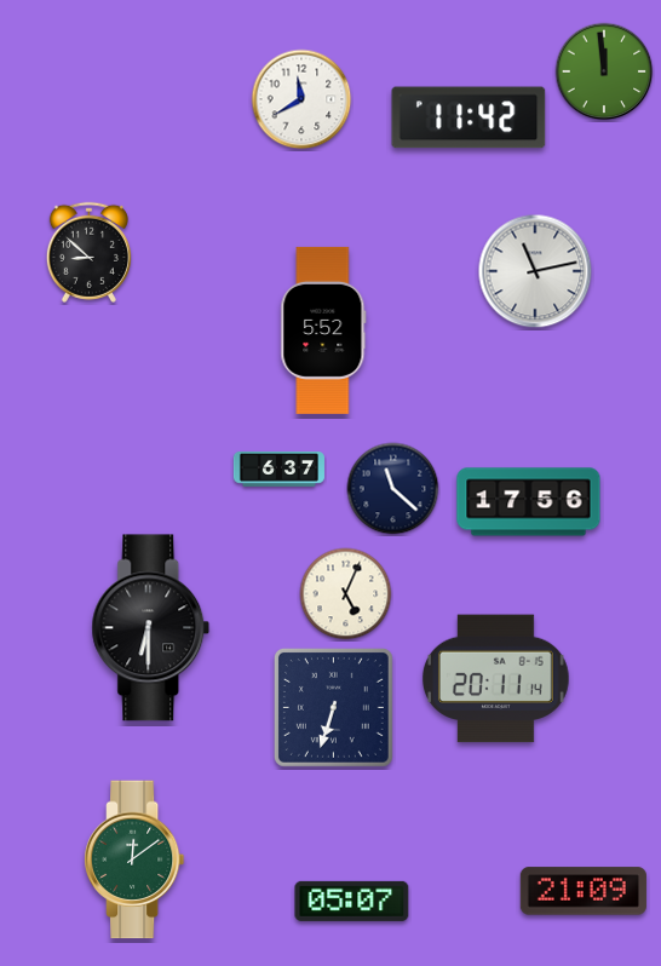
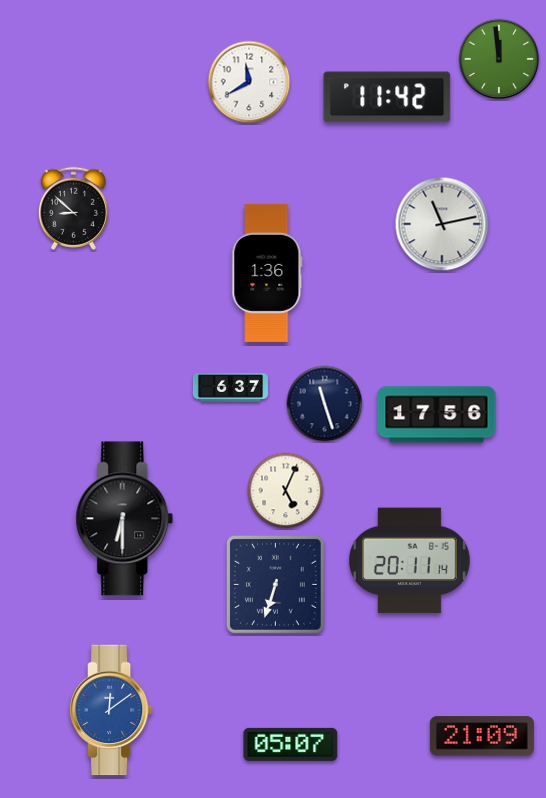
clock at (323, 330): 5:52 -> 1:36
clock at (393, 489): 11:22 -> 11:27
clock at (134, 859) dial: green -> blue
